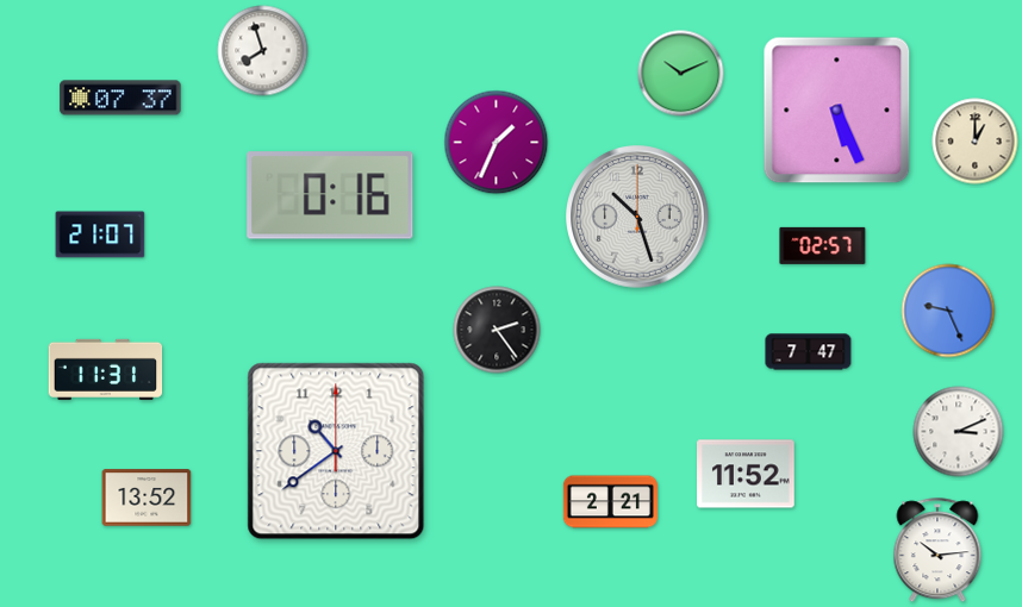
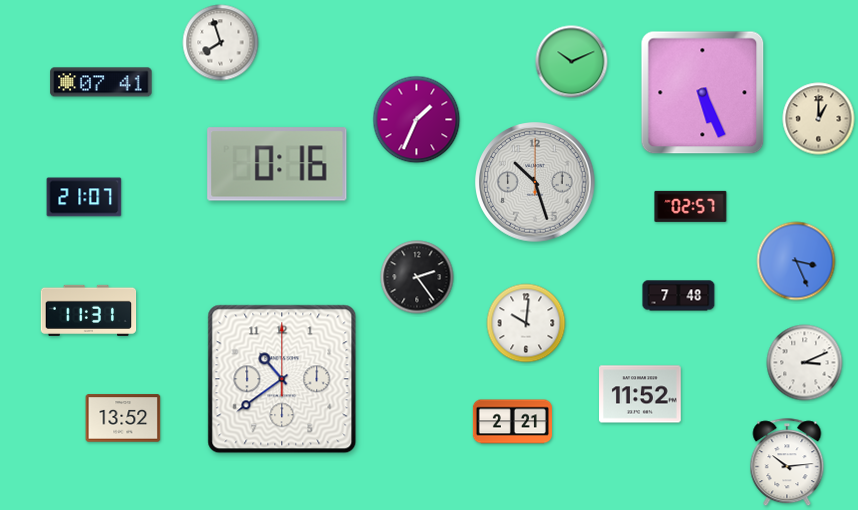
clock at (120, 98): 07:37 -> 07:41
clock at (948, 311): 9:26 -> 3:26
clock at (809, 352): 7:47 -> 7:48
clock at (526, 323): none -> 10:01
clock at (747, 474) position: (747, 474) -> (641, 394)
